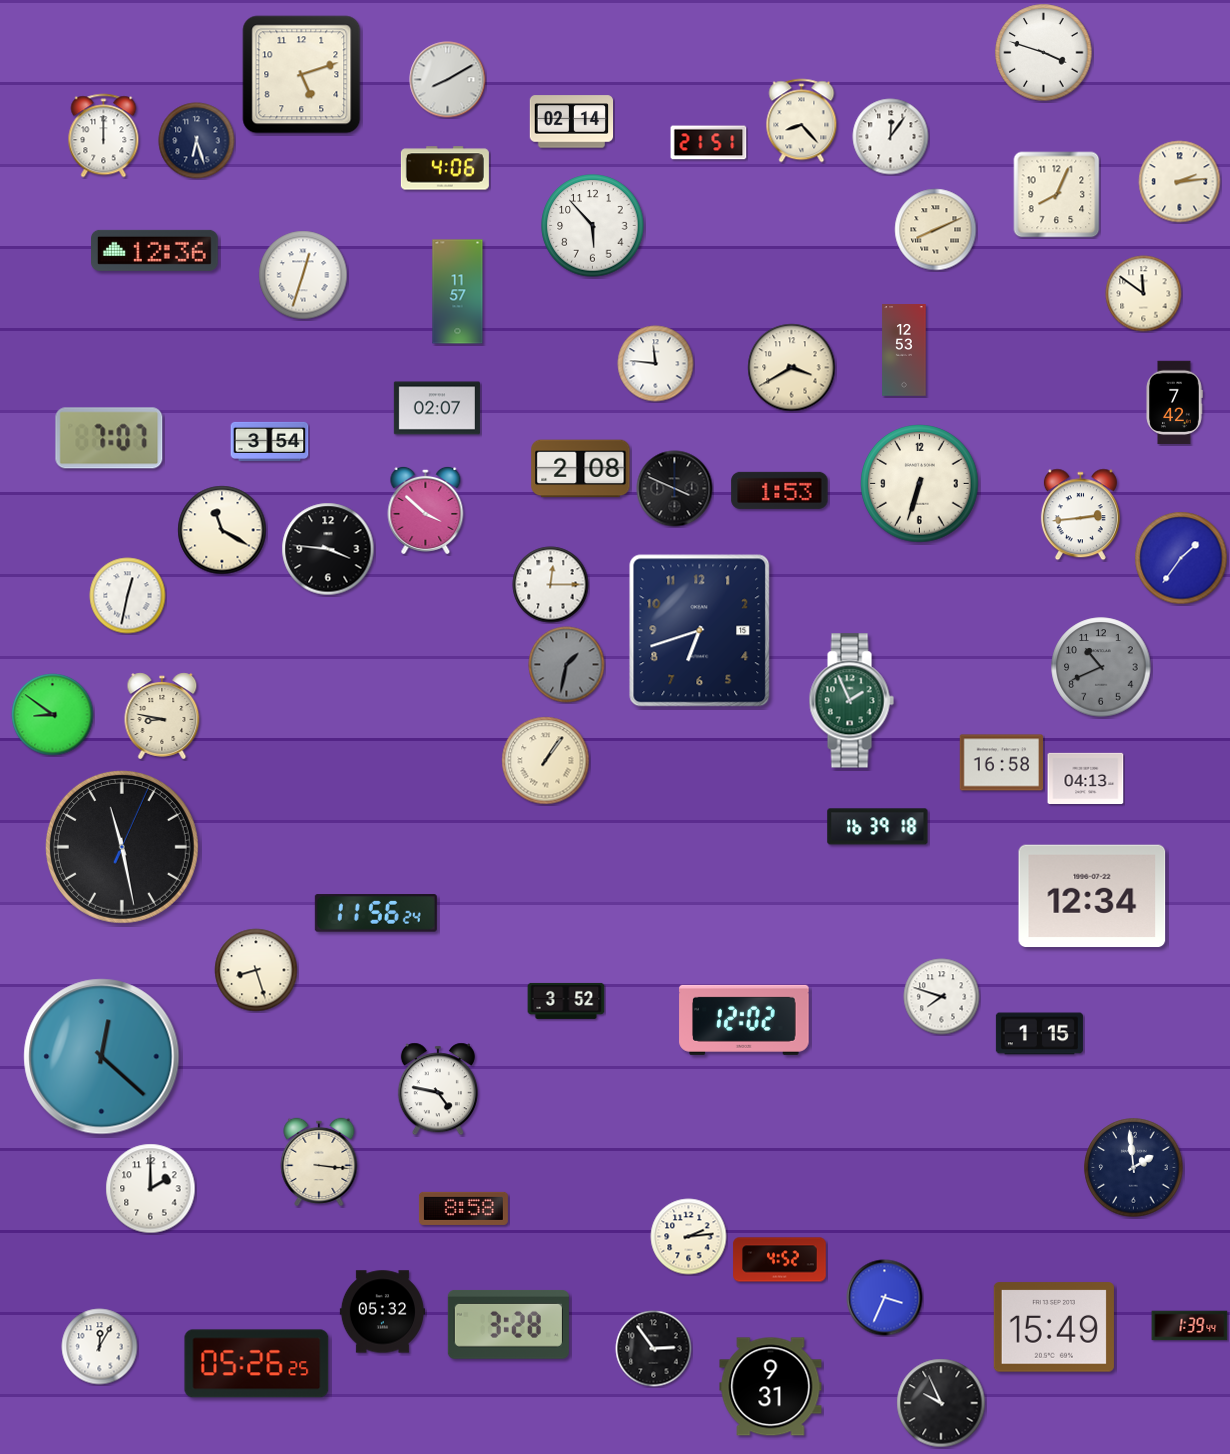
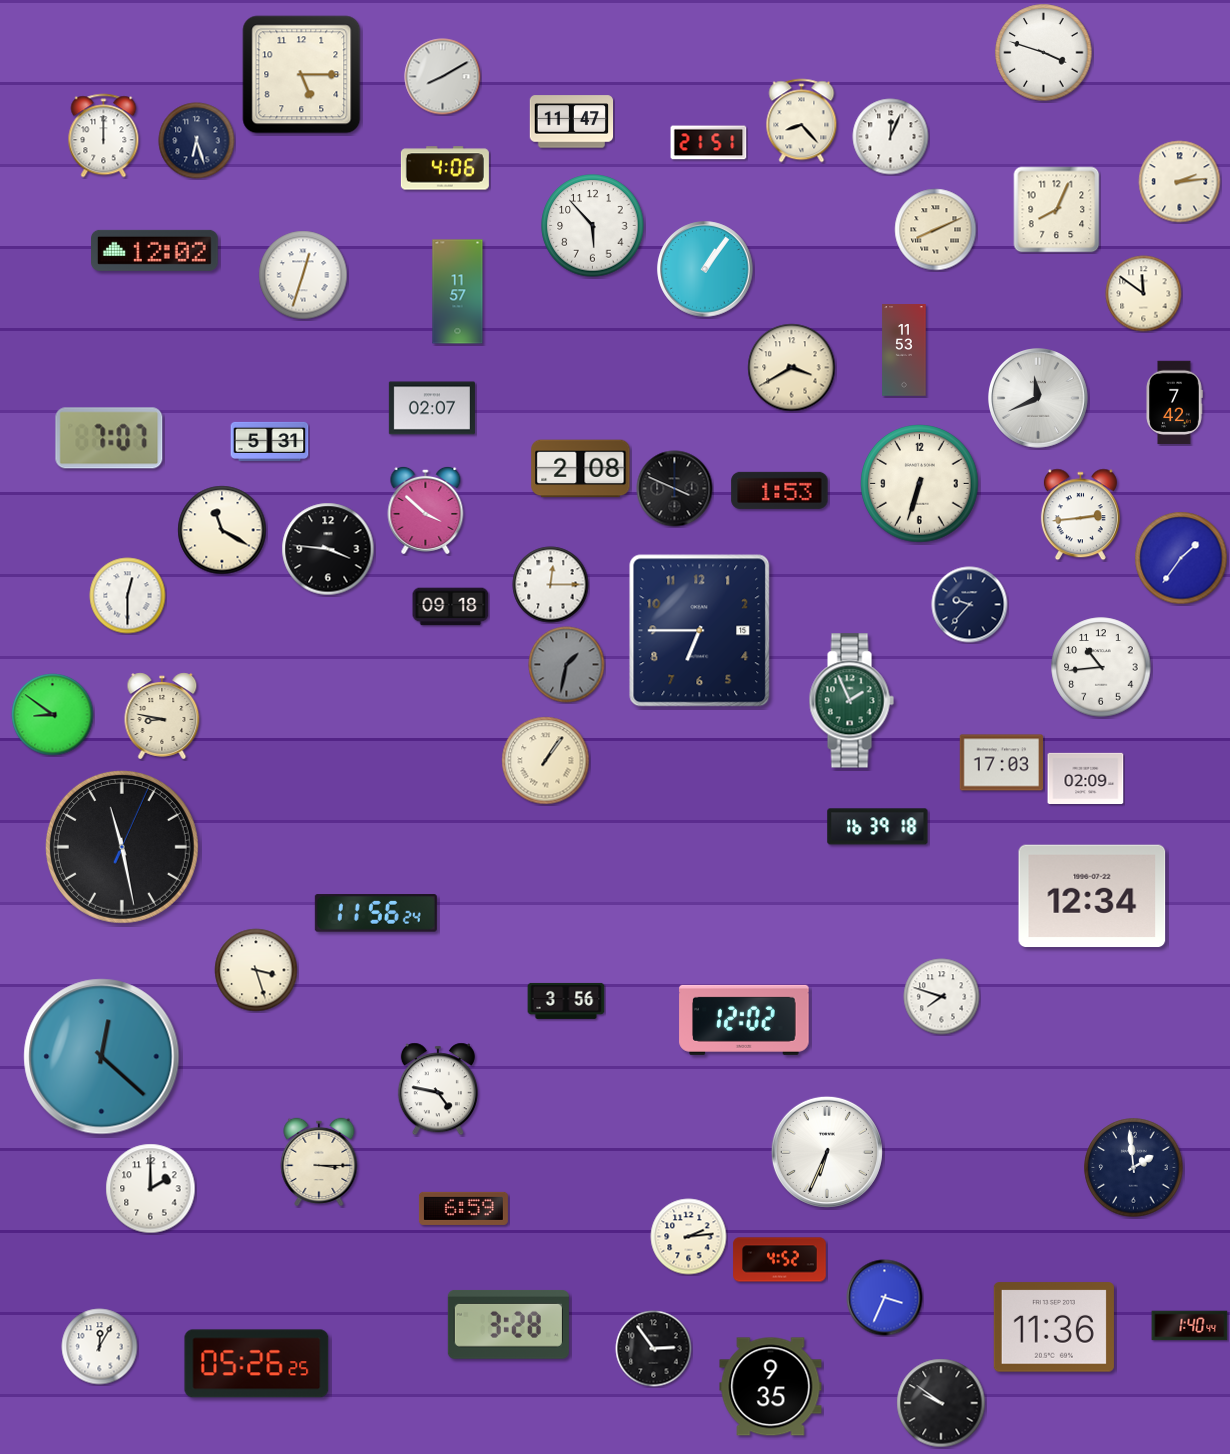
clock at (302, 75): 5:12 -> 5:15
clock at (448, 80) position: (448, 80) -> (443, 77)
clock at (572, 122): 02:14 -> 11:47
clock at (891, 137): 12:06 -> 12:04
clock at (1057, 195) position: (1057, 195) -> (1057, 210)
clock at (155, 250): 12:36 -> 12:02
clock at (705, 269): none -> 1:06
clock at (904, 350): 12:53 -> 11:53
clock at (656, 364): 11:46 -> none
clock at (1039, 399): none -> 11:41
clock at (437, 408) position: (437, 408) -> (432, 408)
clock at (270, 441): 3:54 -> 5:31
clock at (128, 596): 12:32 -> 12:30
clock at (970, 605): none -> 9:37
clock at (451, 607): none -> 09:18
clock at (700, 631): 6:42 -> 6:45
clock at (1101, 667): 10:41 -> 10:44
clock at (1101, 667) dial: grey -> white
clock at (1002, 763): 16:58 -> 17:03
clock at (1086, 778): 04:13 -> 02:09
clock at (256, 970): 8:27 -> 3:27
clock at (566, 1001): 3:52 -> 3:56
clock at (1039, 1034): 1:15 -> none
clock at (827, 1152): none -> 6:34
clock at (319, 1161): 3:16 -> 3:15
clock at (463, 1208): 8:58 -> 6:59
clock at (382, 1312): 05:32 -> none
clock at (1190, 1326): 1:39 -> 1:40
clock at (1054, 1327): 15:49 -> 11:36
clock at (771, 1387): 9:31 -> 9:35
clock at (941, 1403): 9:56 -> 9:51
